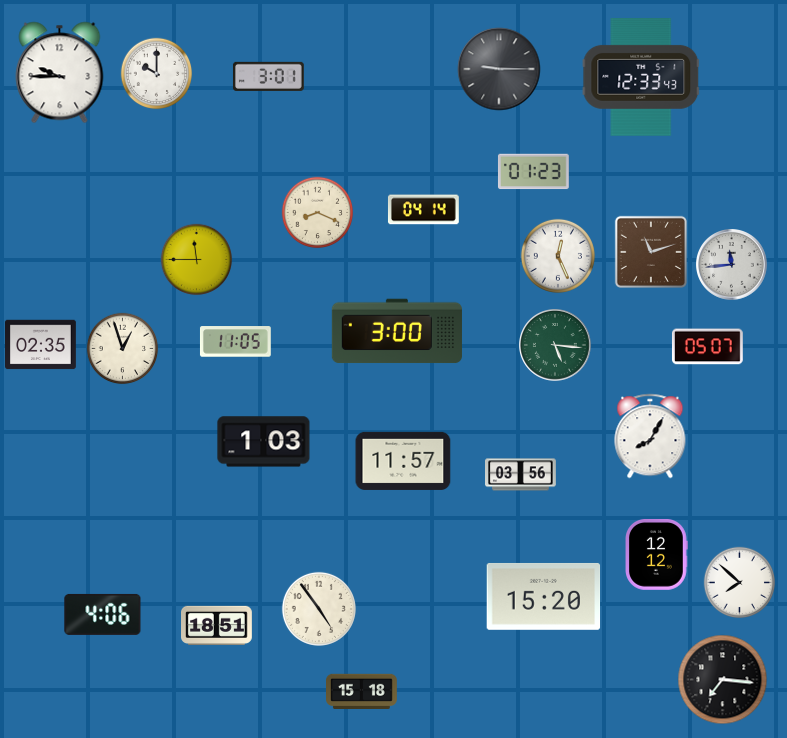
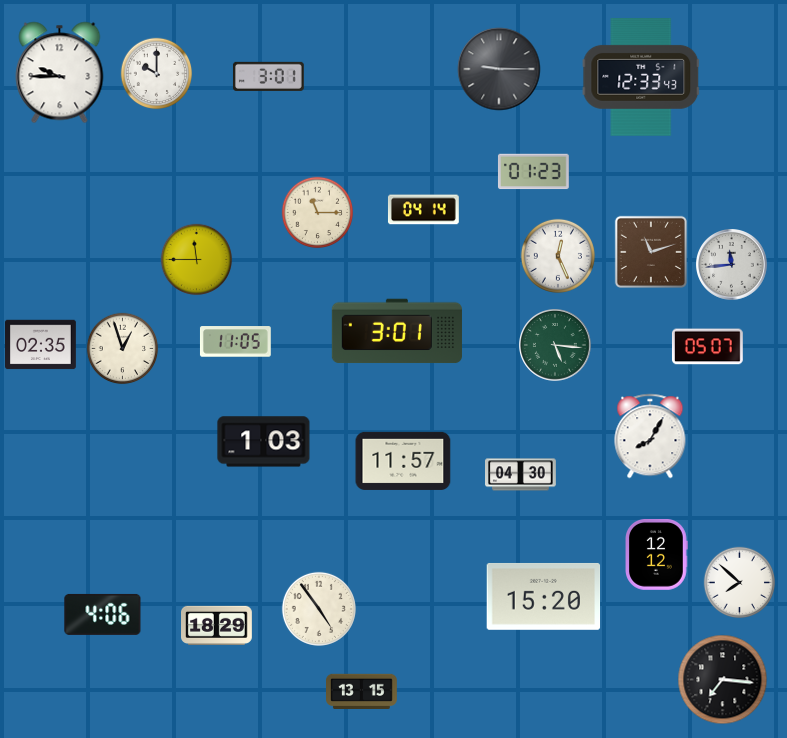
clock at (318, 213): 8:19 -> 11:15
clock at (397, 331): 3:00 -> 3:01
clock at (521, 475): 03:56 -> 04:30
clock at (217, 625): 18:51 -> 18:29
clock at (362, 692): 15:18 -> 13:15
